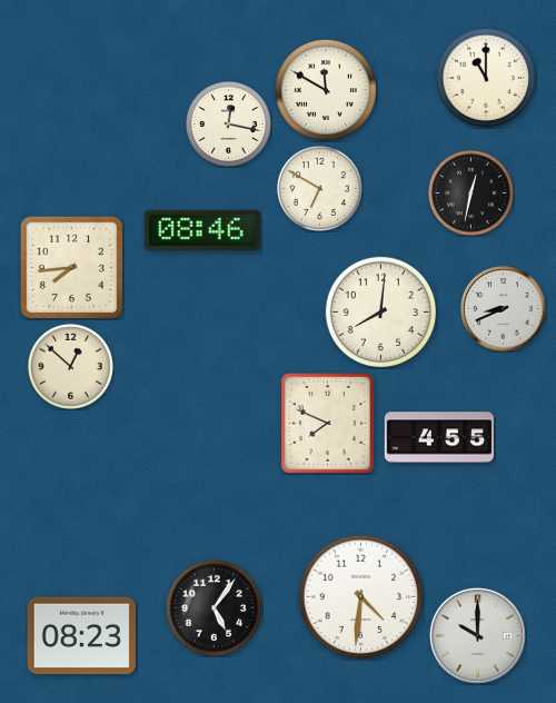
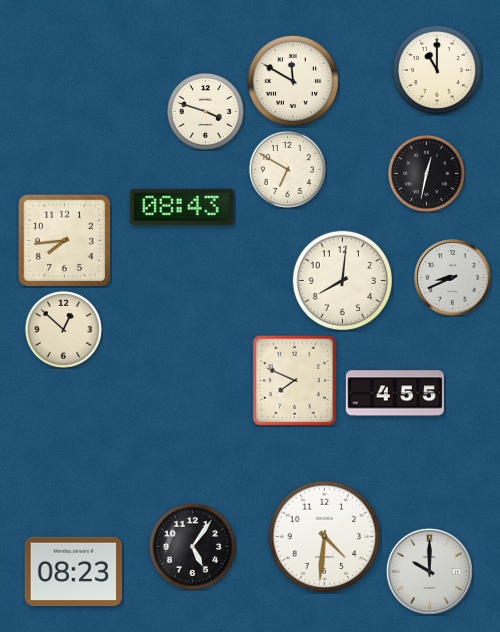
clock at (228, 123): 12:17 -> 3:48
clock at (470, 192) position: (470, 192) -> (426, 173)
clock at (202, 230): 08:46 -> 08:43
